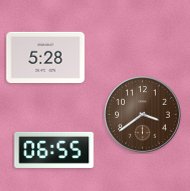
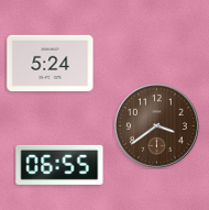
clock at (46, 57): 5:28 -> 5:24
